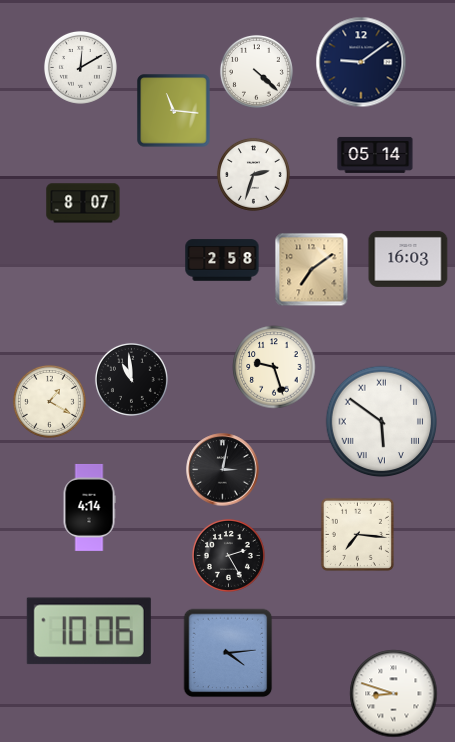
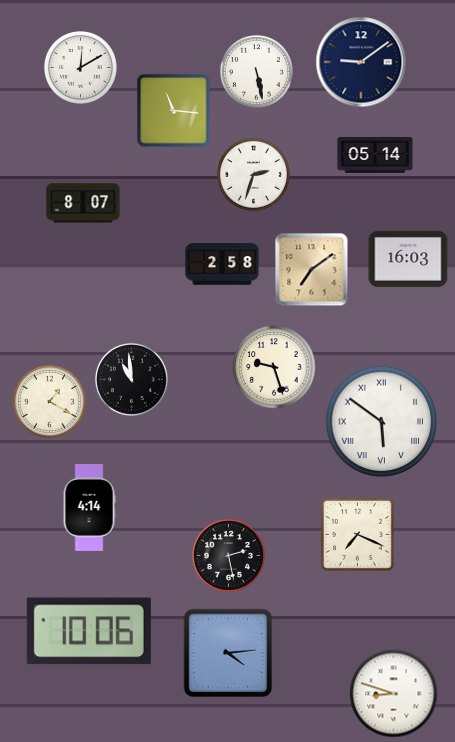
clock at (256, 71): 4:22 -> 5:28
clock at (222, 260) position: (222, 260) -> (222, 264)
clock at (223, 470): 3:02 -> none
clock at (357, 534): 7:16 -> 7:19
clock at (228, 555): 2:25 -> 2:28
